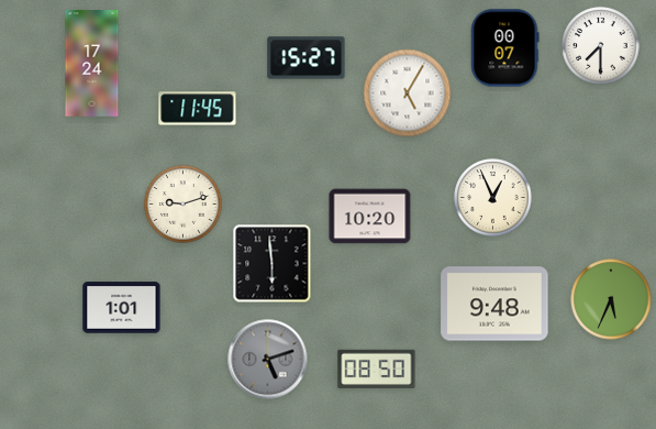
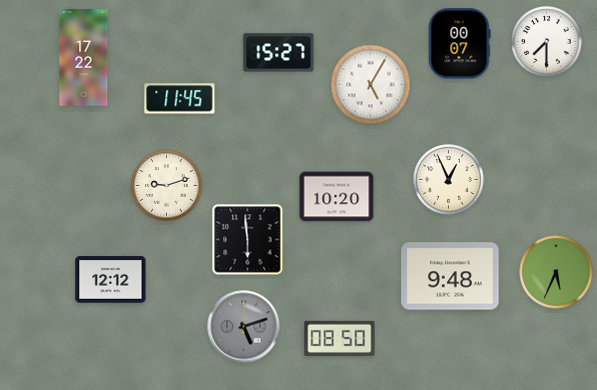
clock at (92, 64): 17:24 -> 17:22
clock at (122, 308): 1:01 -> 12:12
clock at (377, 369) position: (377, 369) -> (340, 338)
